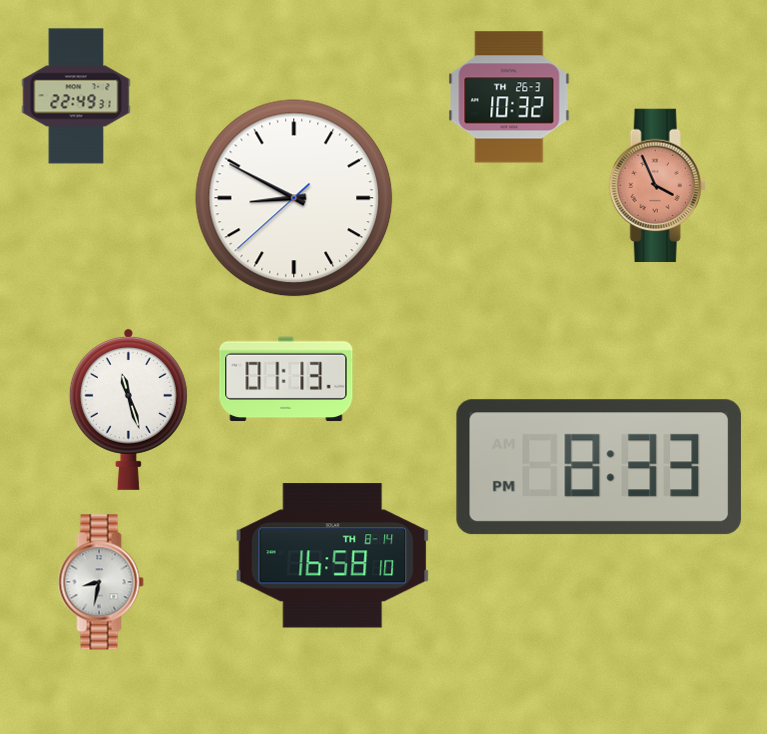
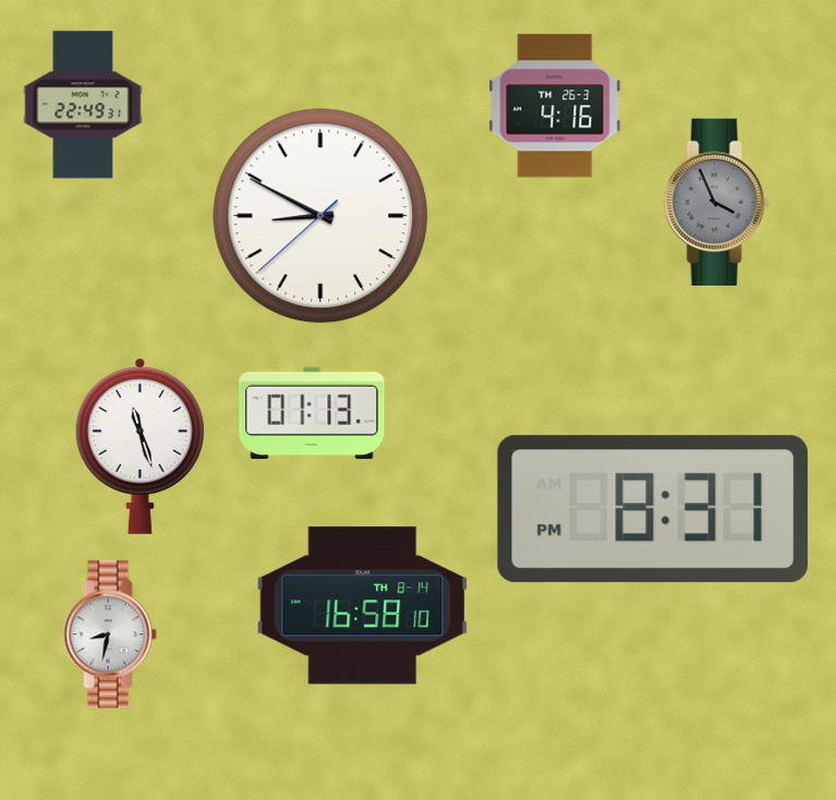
clock at (509, 97): 10:32 -> 4:16
clock at (657, 185) dial: salmon -> grey
clock at (599, 467): 8:33 -> 8:31
